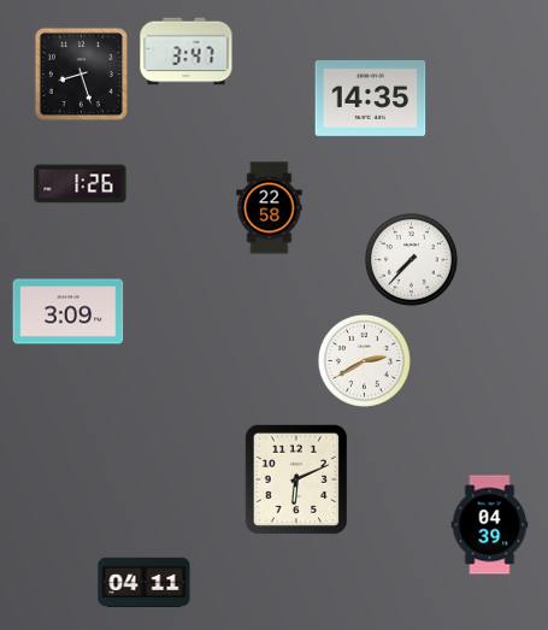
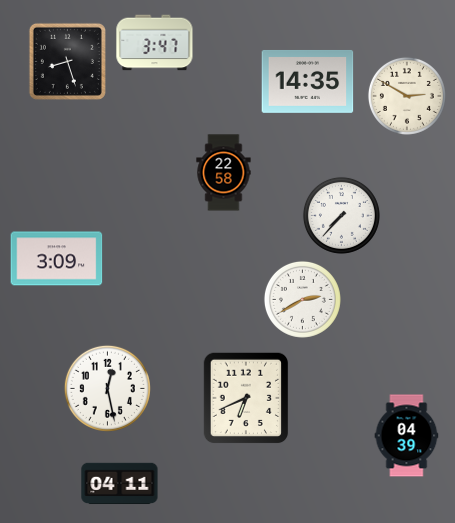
clock at (407, 96): none -> 2:50
clock at (81, 184): 1:26 -> none
clock at (107, 388): none -> 12:28
clock at (296, 479): 6:11 -> 6:41
